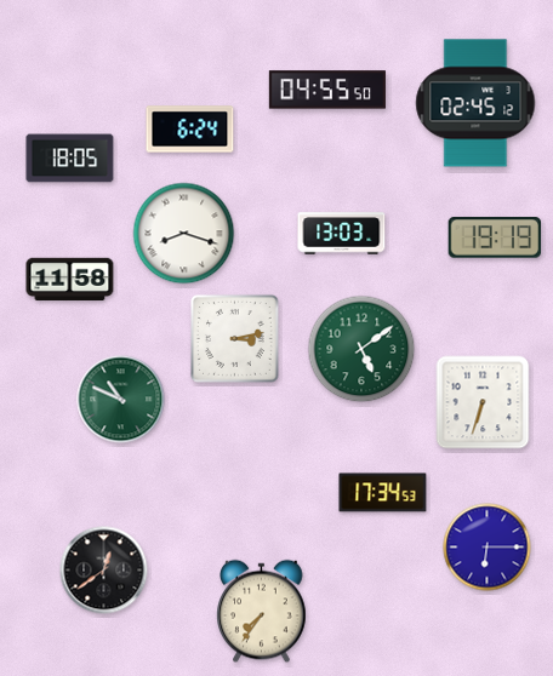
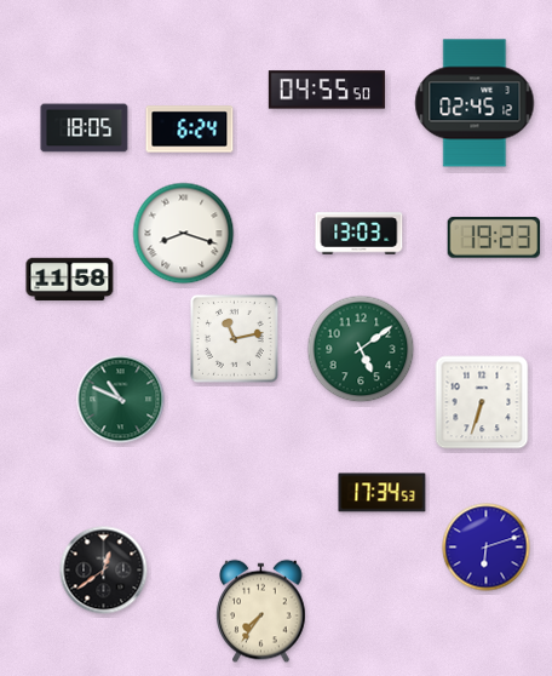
clock at (70, 159) position: (70, 159) -> (85, 128)
clock at (342, 234) position: (342, 234) -> (360, 234)
clock at (495, 237): 19:19 -> 19:23
clock at (234, 338): 3:13 -> 11:13
clock at (488, 548): 6:15 -> 6:12
